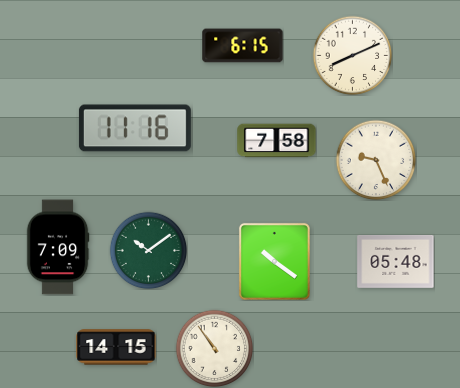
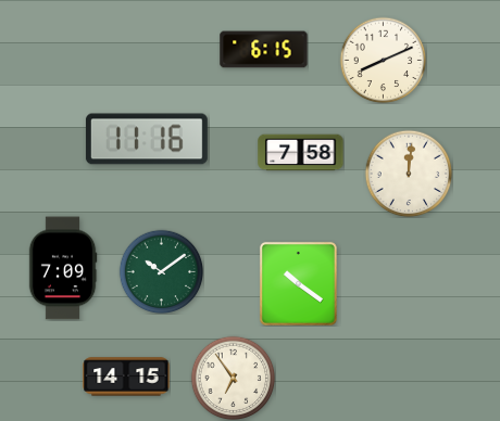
clock at (376, 160): 9:26 -> 12:01
clock at (396, 261): 05:48 -> none
clock at (214, 348): 10:54 -> 6:54
